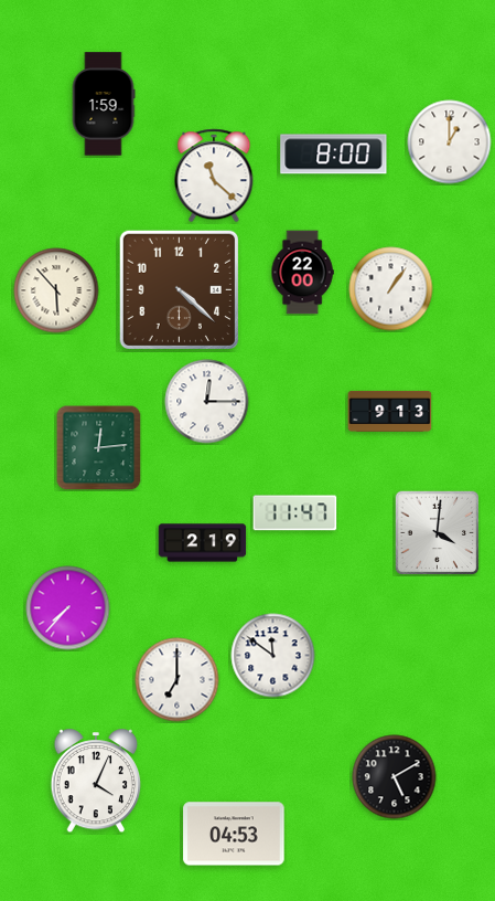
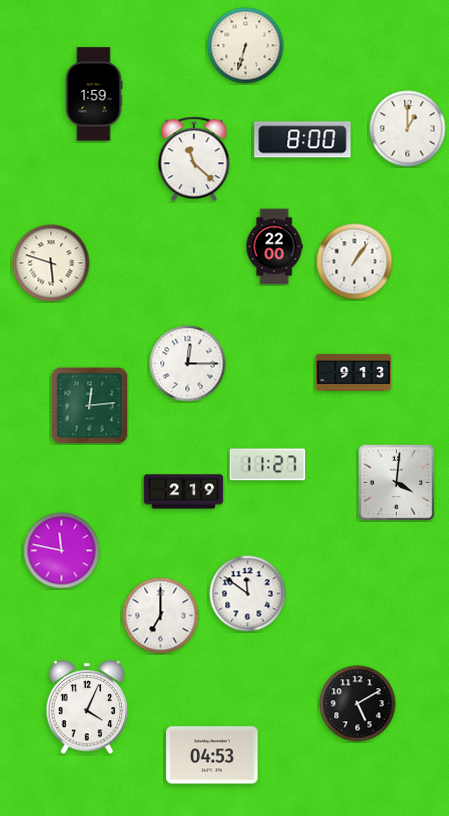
clock at (246, 46): none -> 6:33
clock at (179, 289): 4:22 -> none
clock at (56, 290): 5:53 -> 5:48
clock at (295, 513): 11:47 -> 11:27
clock at (68, 608): 7:37 -> 11:47
